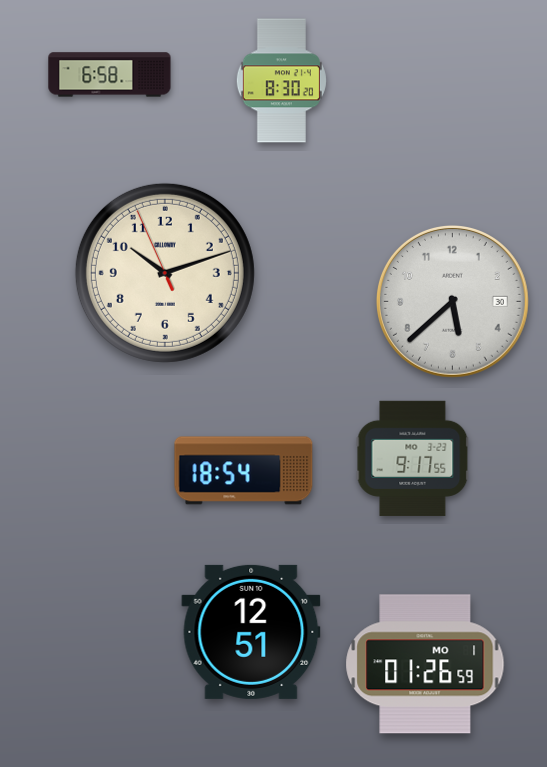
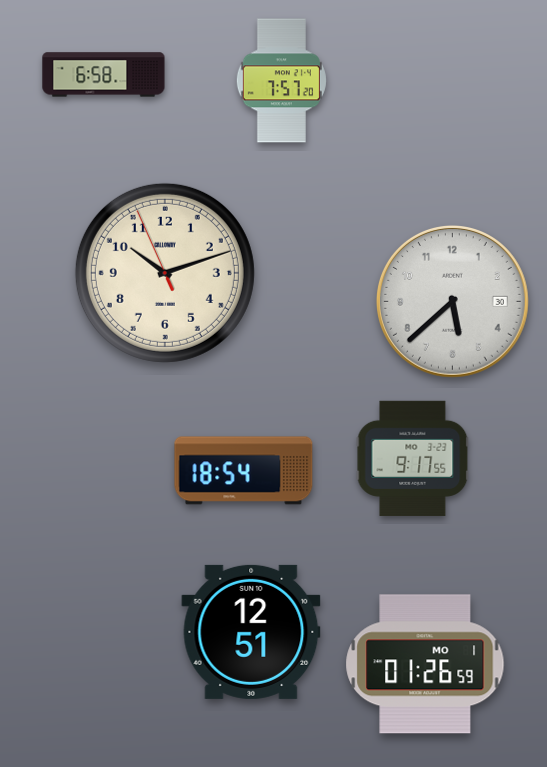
clock at (110, 75) position: (110, 75) -> (104, 75)
clock at (281, 81): 8:30 -> 7:57
